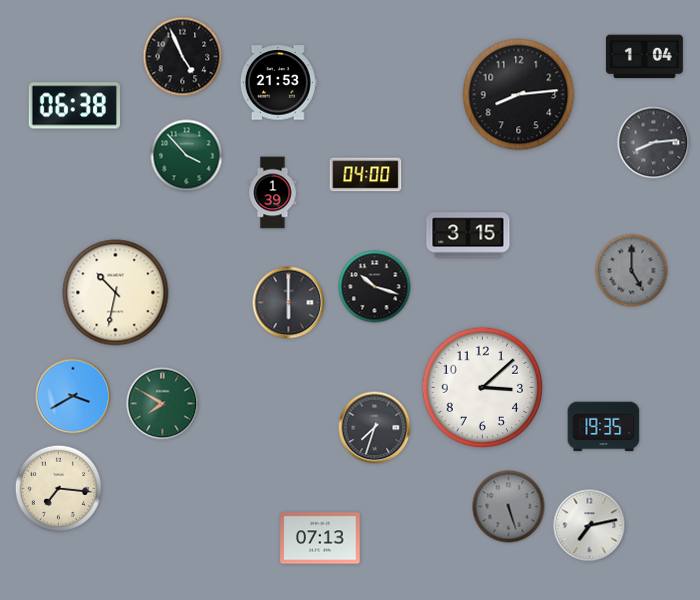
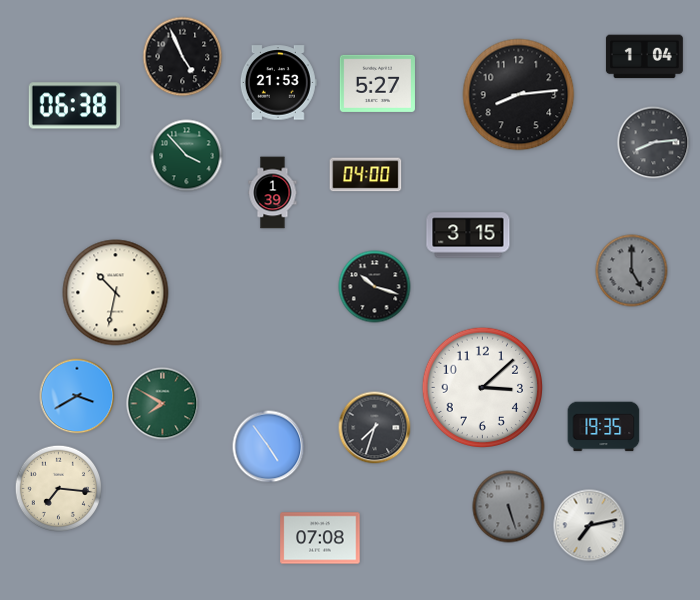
clock at (377, 83): none -> 5:27
clock at (289, 303): 6:00 -> none
clock at (73, 396) position: (73, 396) -> (77, 396)
clock at (269, 447): none -> 4:54
clock at (320, 538): 07:13 -> 07:08
